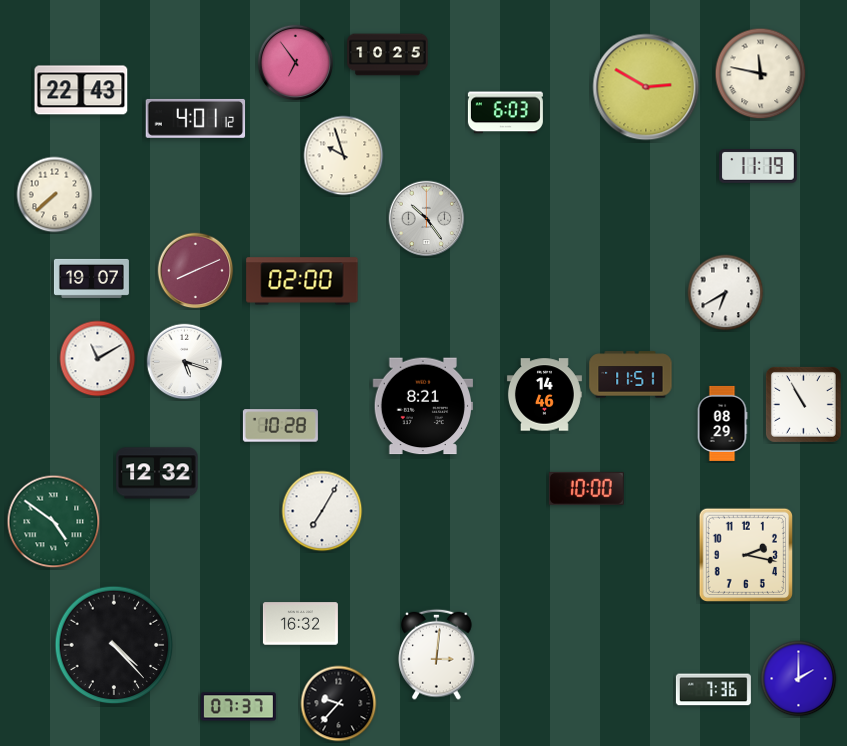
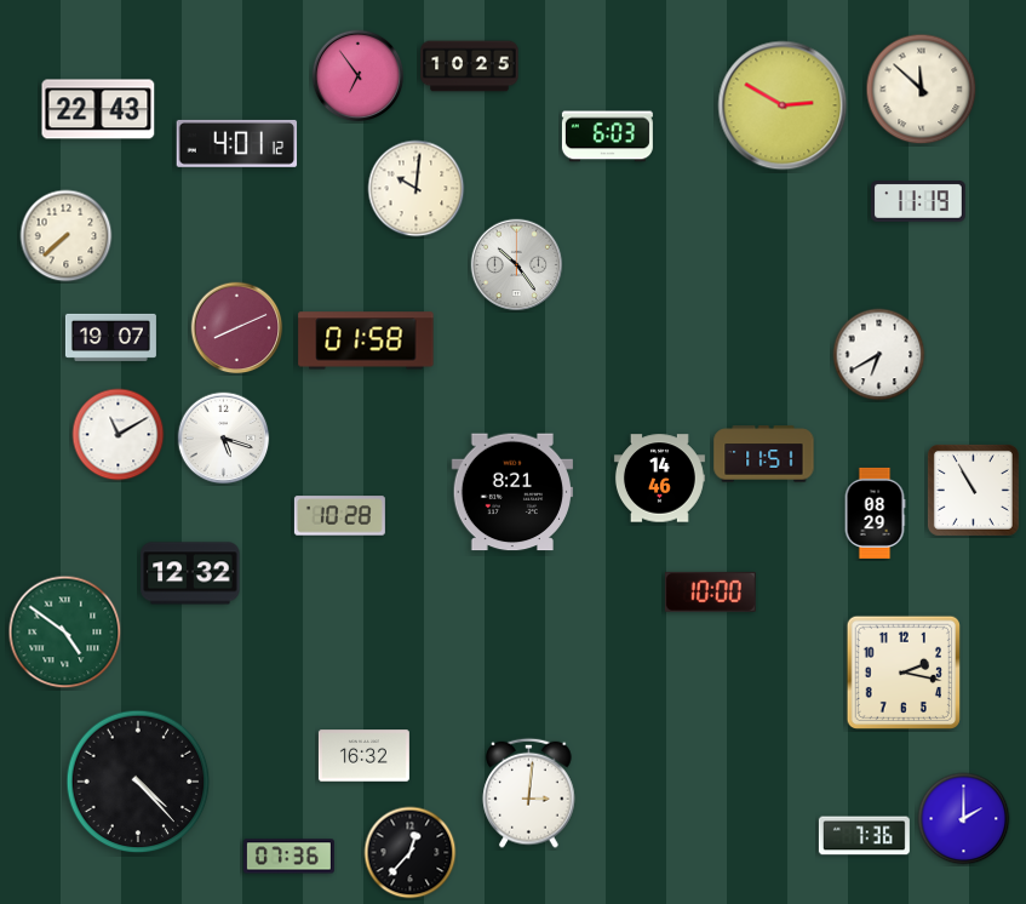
clock at (761, 74): 11:47 -> 11:52
clock at (505, 113) position: (505, 113) -> (607, 137)
clock at (344, 156): 9:57 -> 10:01
clock at (302, 281): 02:00 -> 01:58
clock at (322, 511): 7:05 -> none
clock at (799, 679) position: (799, 679) -> (964, 819)
clock at (339, 704): 9:37 -> 12:37
clock at (238, 707): 07:37 -> 07:36
